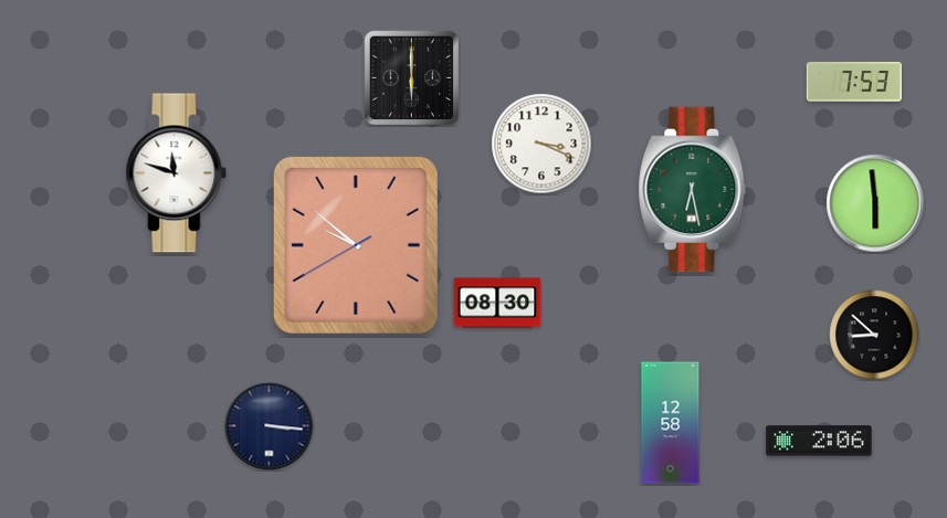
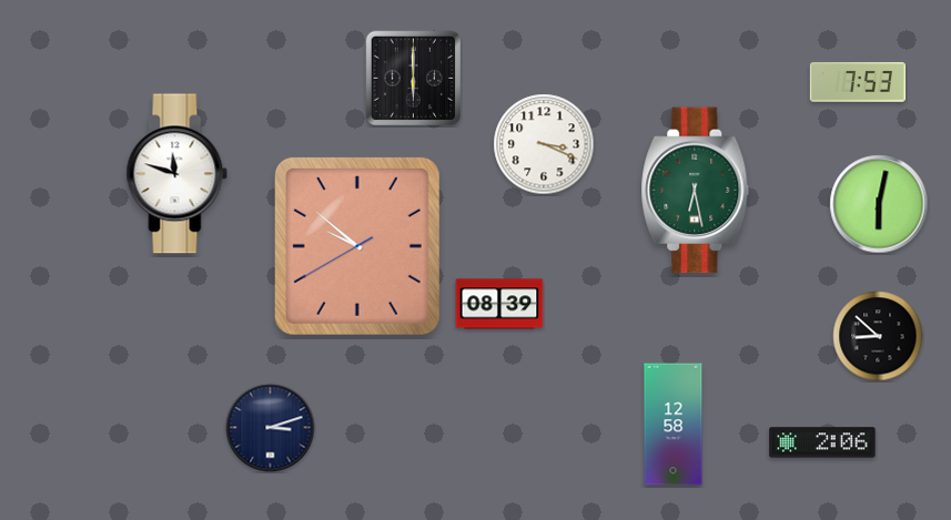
clock at (875, 203): 5:59 -> 6:02
clock at (497, 303): 08:30 -> 08:39
clock at (270, 426): 3:16 -> 3:12
